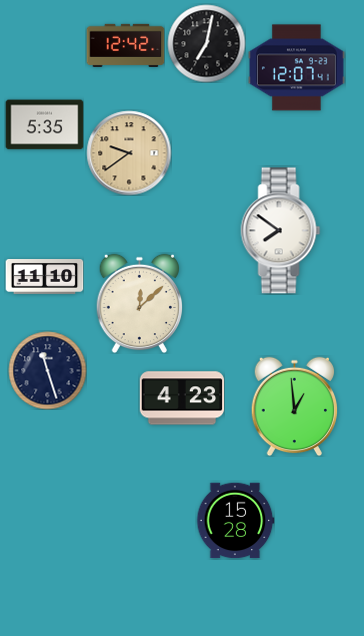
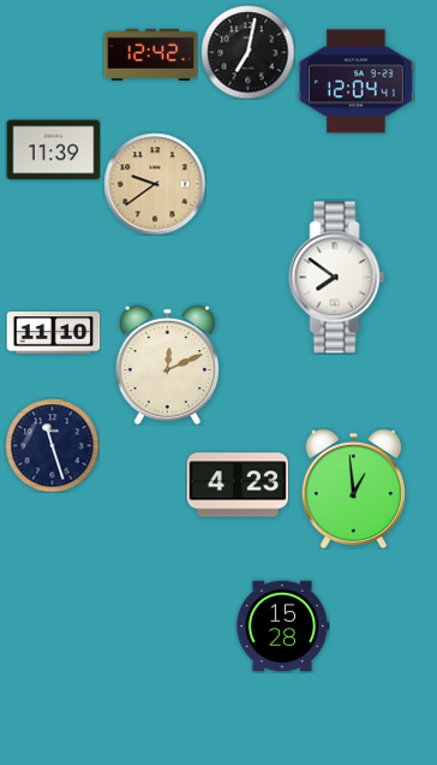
clock at (296, 68): 12:07 -> 12:04
clock at (44, 125): 5:35 -> 11:39
clock at (139, 303): 12:08 -> 12:11
clock at (47, 370) position: (47, 370) -> (52, 445)
clock at (182, 398) position: (182, 398) -> (238, 485)
